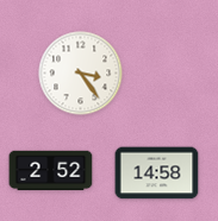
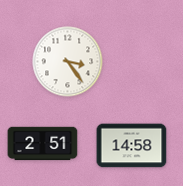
clock at (51, 171): 2:52 -> 2:51
